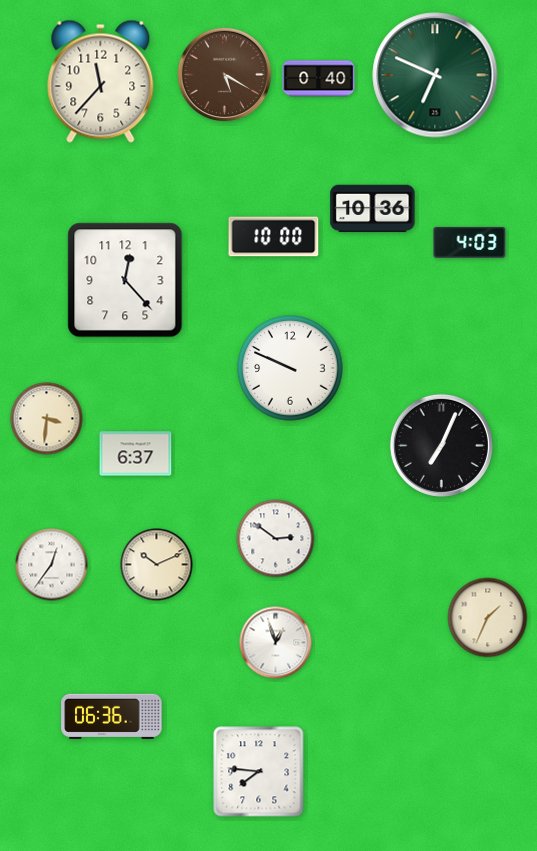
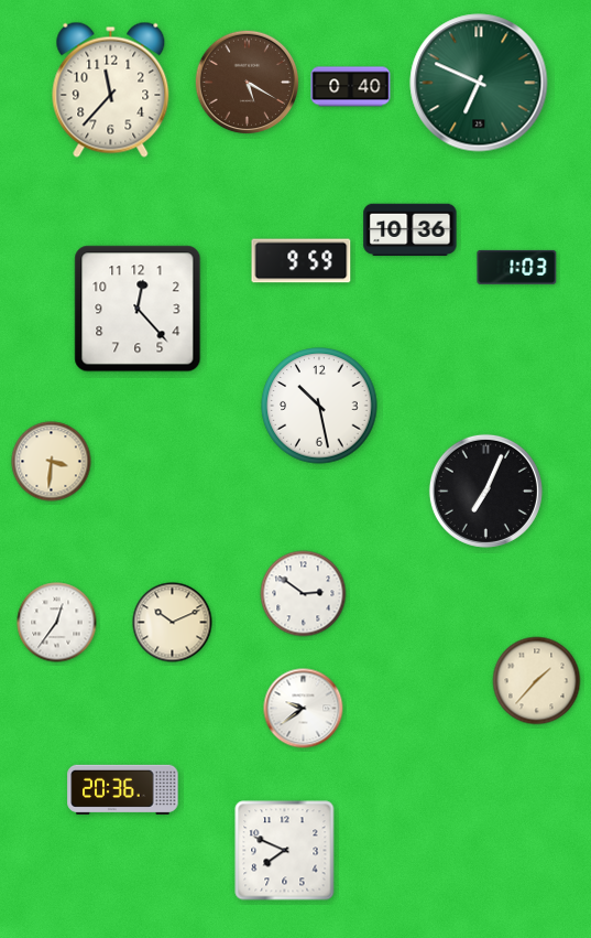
clock at (274, 237): 10:00 -> 9:59
clock at (470, 242): 4:03 -> 1:03
clock at (290, 368): 9:49 -> 10:28
clock at (136, 454): 6:37 -> none
clock at (488, 618): 1:34 -> 1:37
clock at (276, 643): 12:57 -> 9:39
clock at (112, 716): 06:36 -> 20:36
clock at (259, 772): 7:46 -> 7:49
